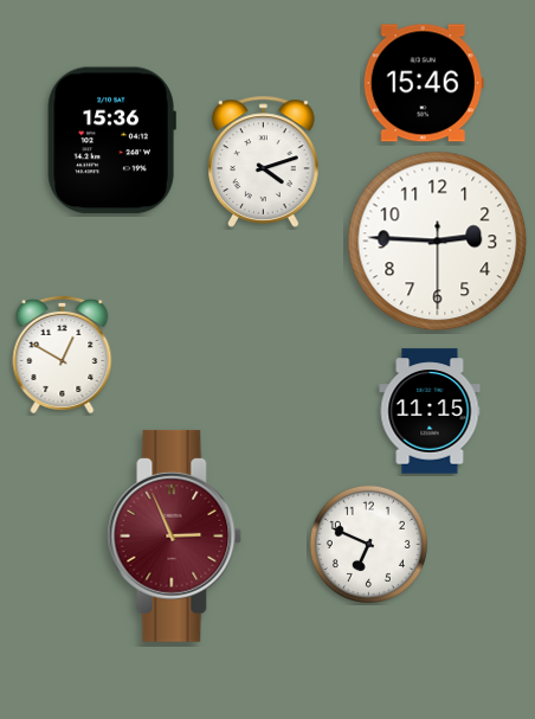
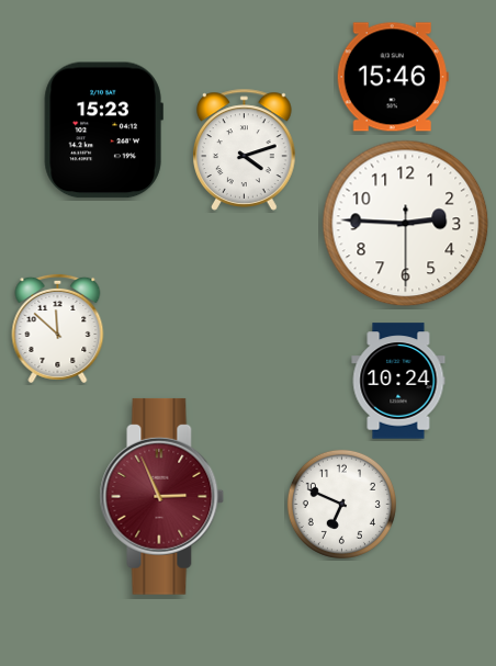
clock at (111, 141): 15:36 -> 15:23
clock at (63, 354): 12:50 -> 11:52
clock at (430, 411): 11:15 -> 10:24
